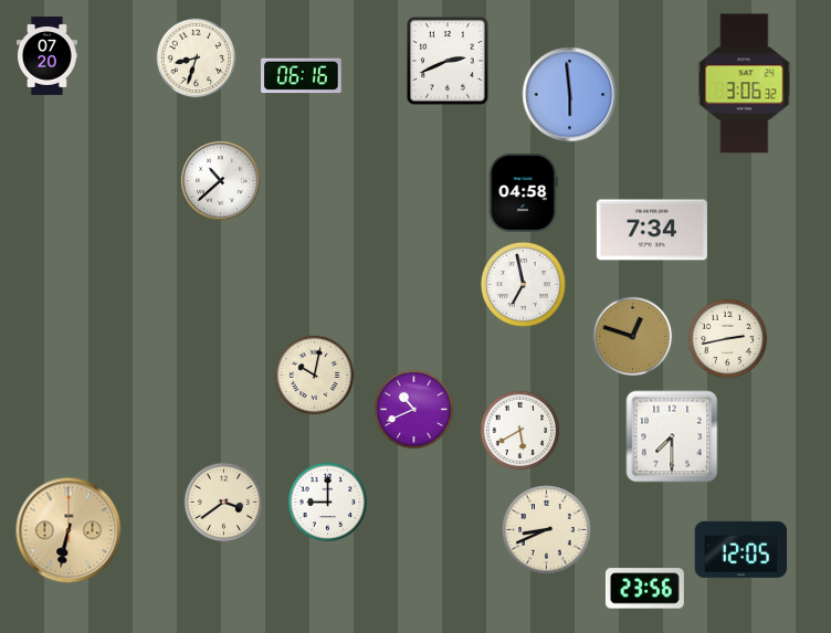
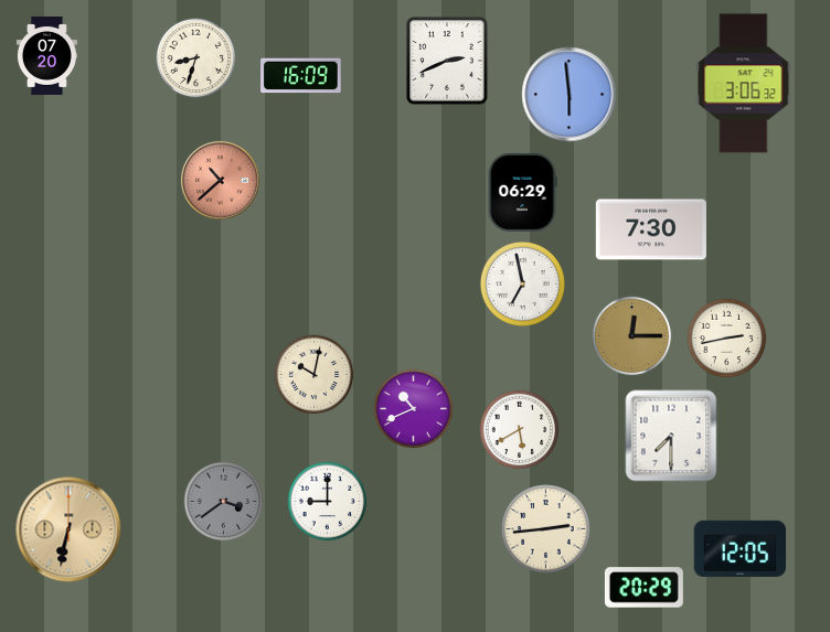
clock at (302, 76): 06:16 -> 16:09
clock at (220, 180) dial: white -> salmon
clock at (523, 192): 04:58 -> 06:29
clock at (652, 230): 7:34 -> 7:30
clock at (633, 337): 12:48 -> 12:15
clock at (224, 503) dial: cream -> grey
clock at (547, 530): 8:41 -> 2:44
clock at (644, 589): 23:56 -> 20:29
